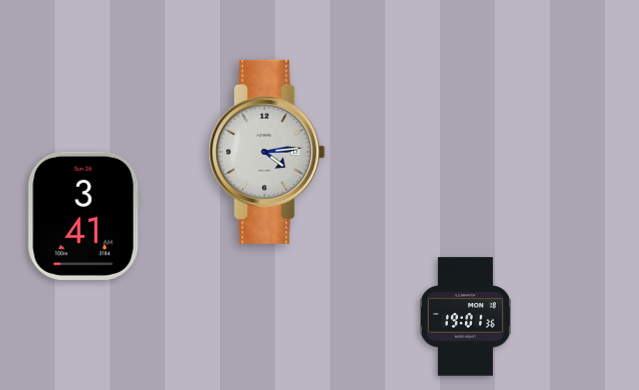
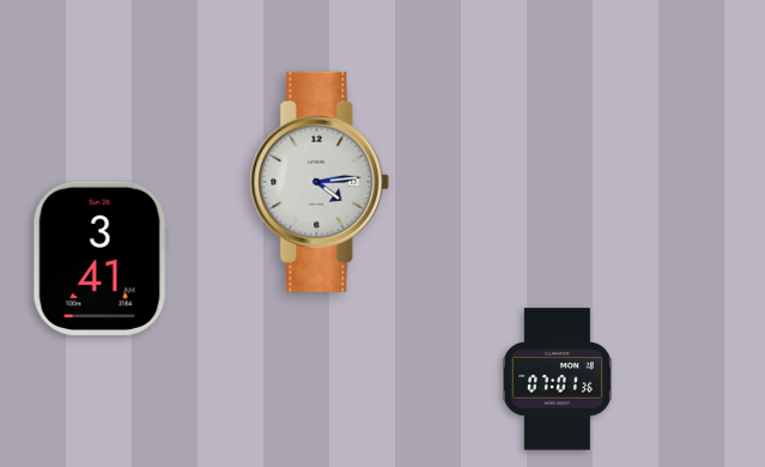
clock at (466, 317): 19:01 -> 07:01
